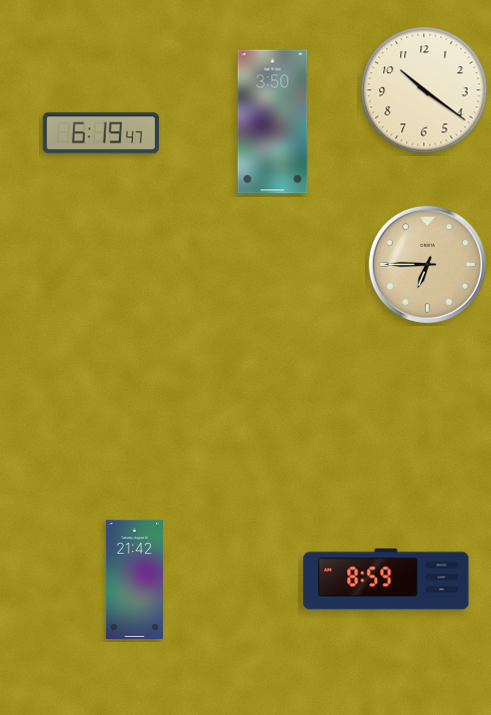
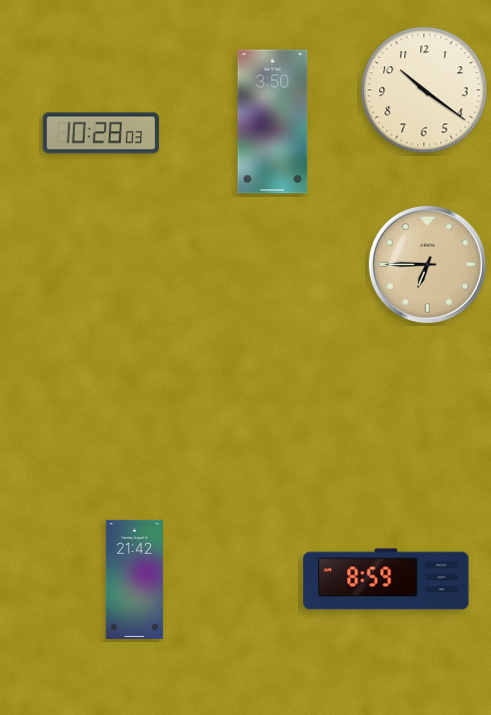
clock at (101, 133): 6:19 -> 10:28
